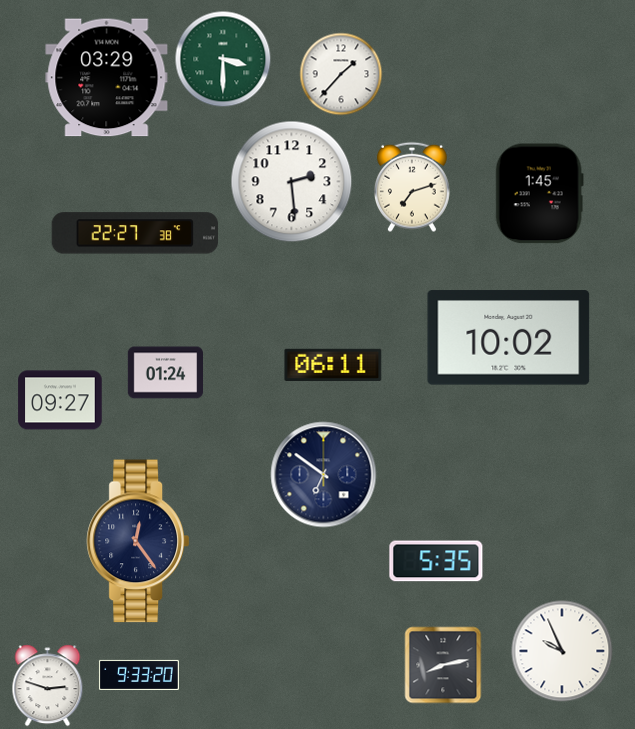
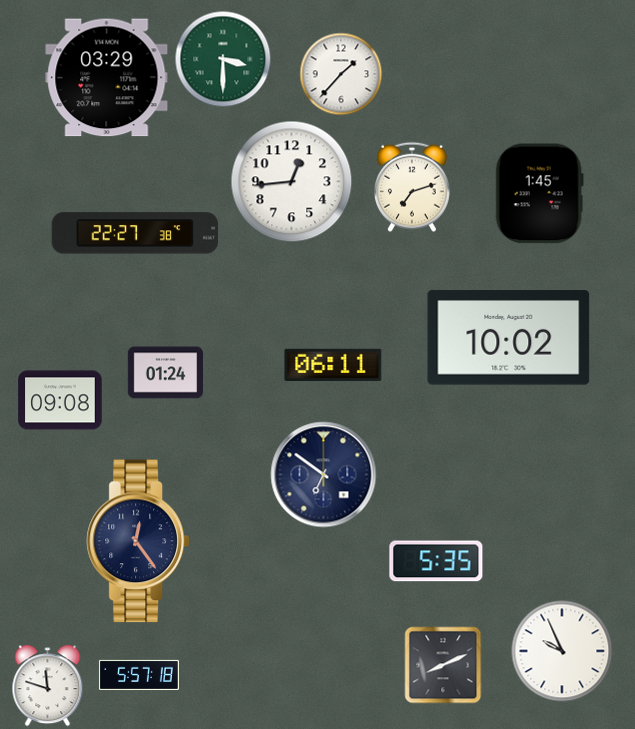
clock at (292, 182): 2:29 -> 12:44
clock at (60, 400): 09:27 -> 09:08
clock at (443, 665): 8:13 -> 8:11
clock at (139, 675): 9:33 -> 5:57
clock at (48, 686): 2:48 -> 11:48
